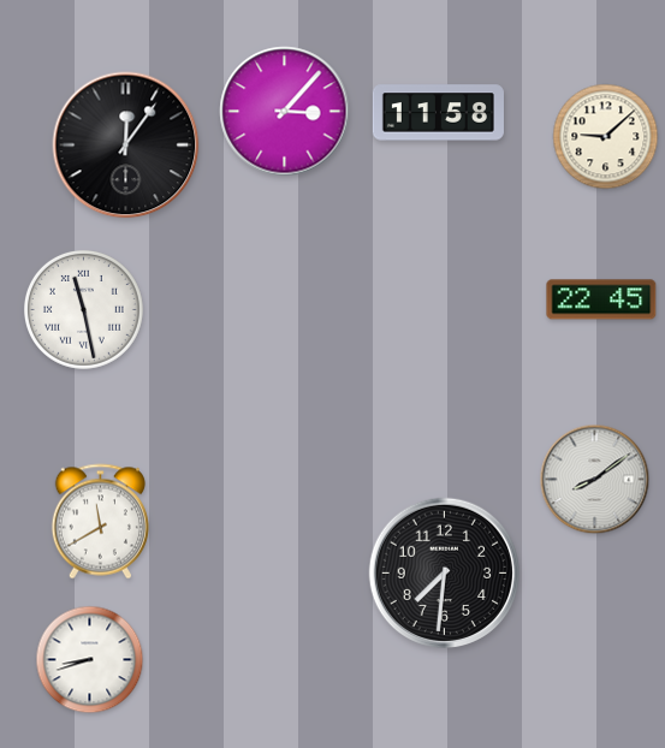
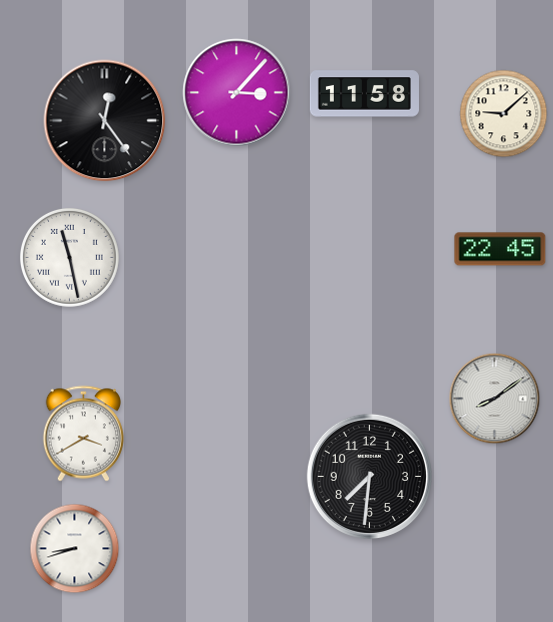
clock at (126, 146): 12:06 -> 12:24
clock at (100, 522): 11:40 -> 3:40
